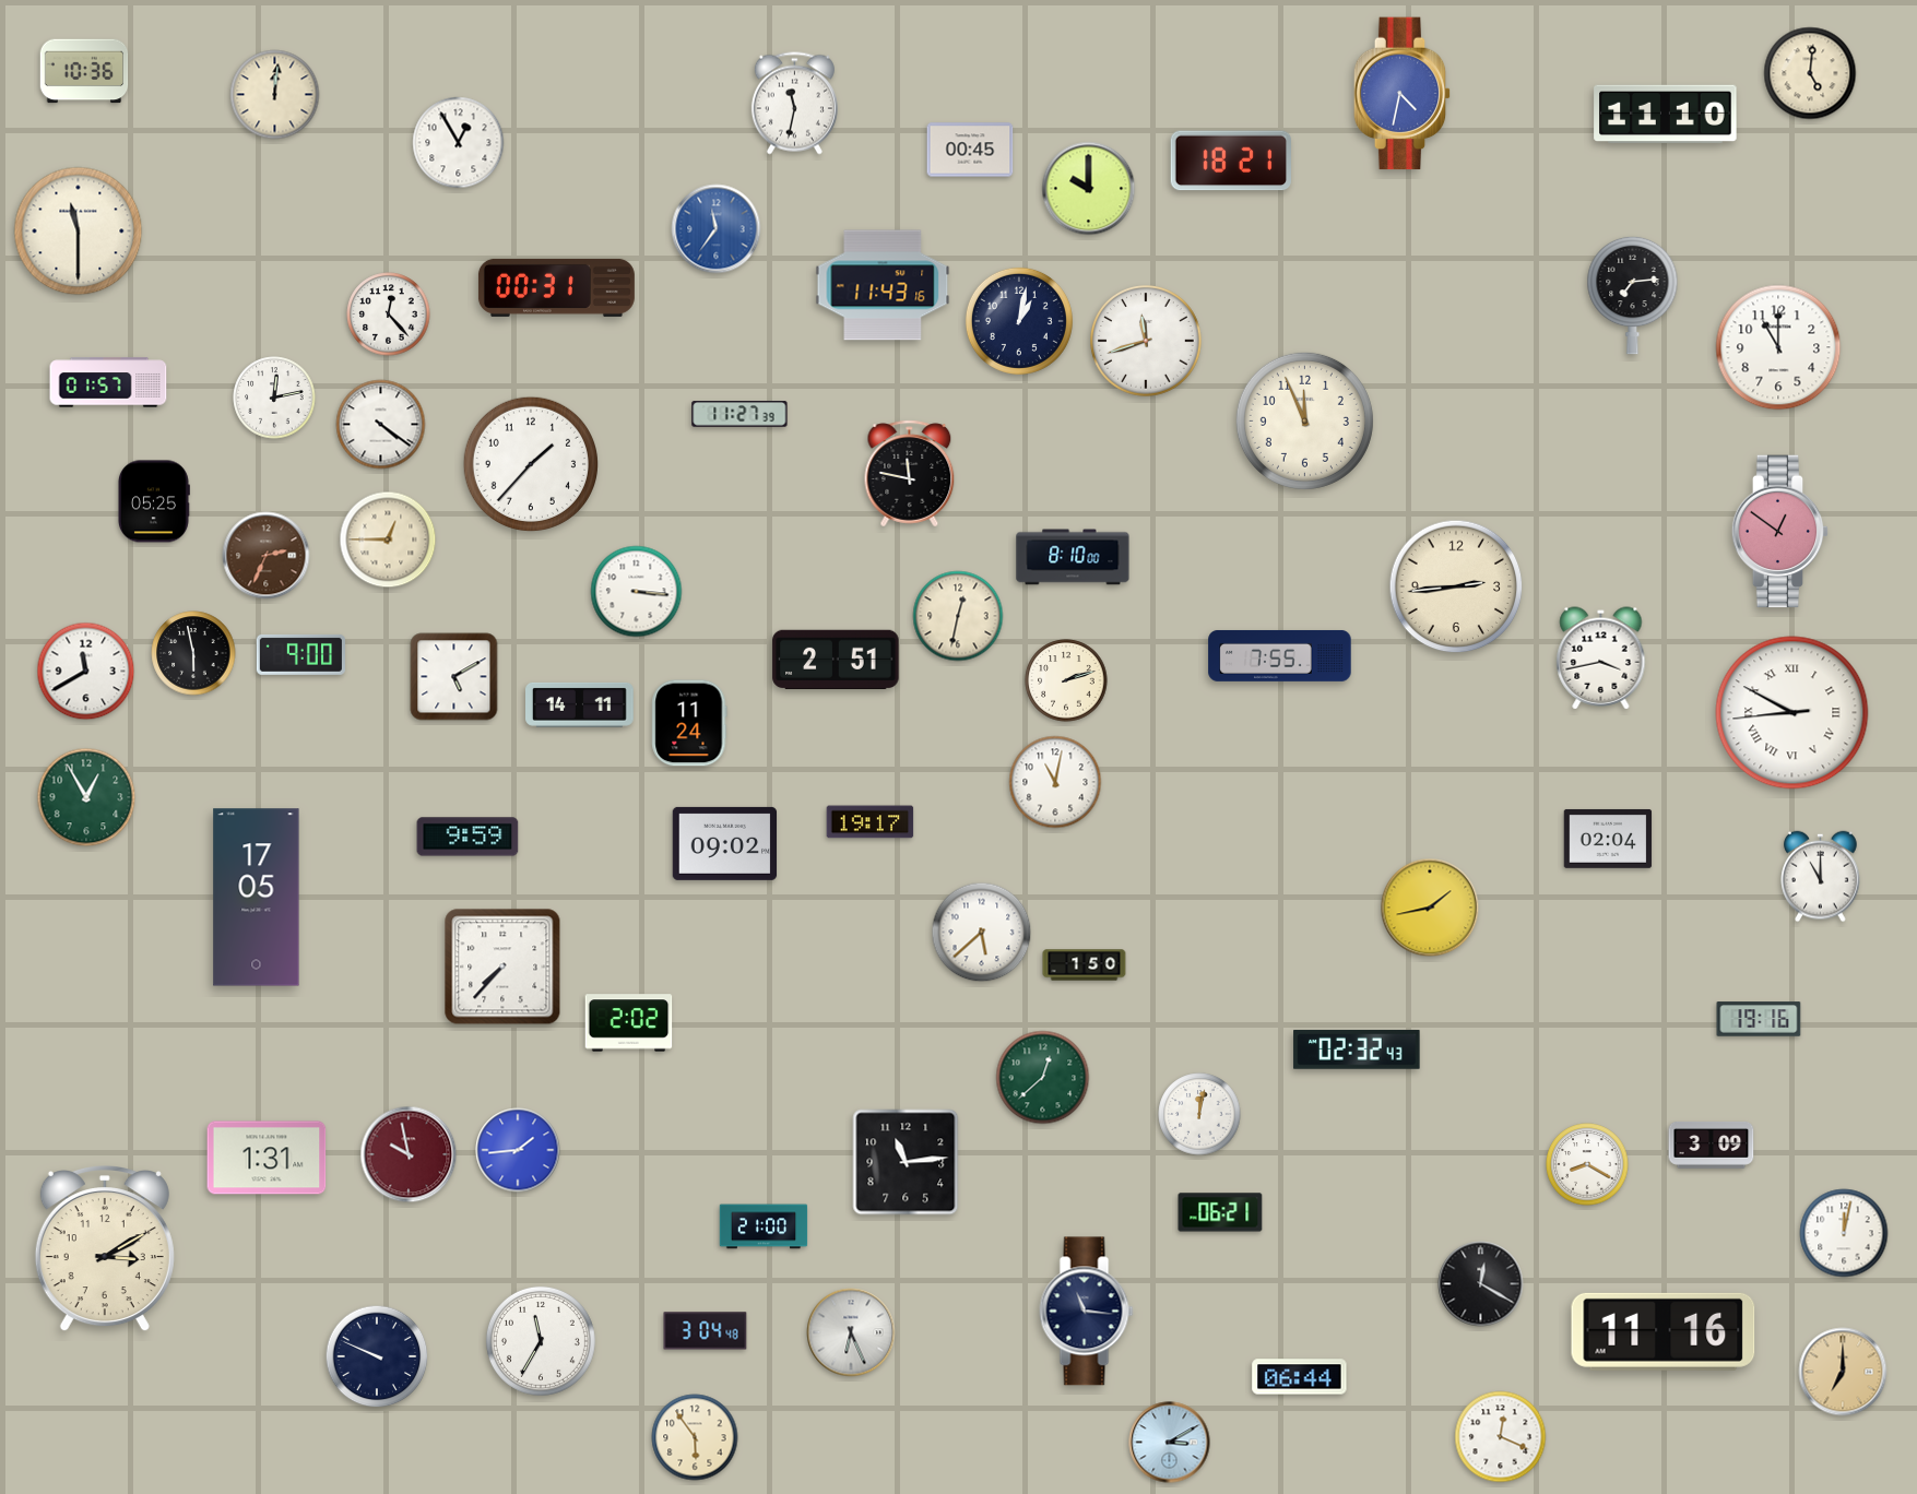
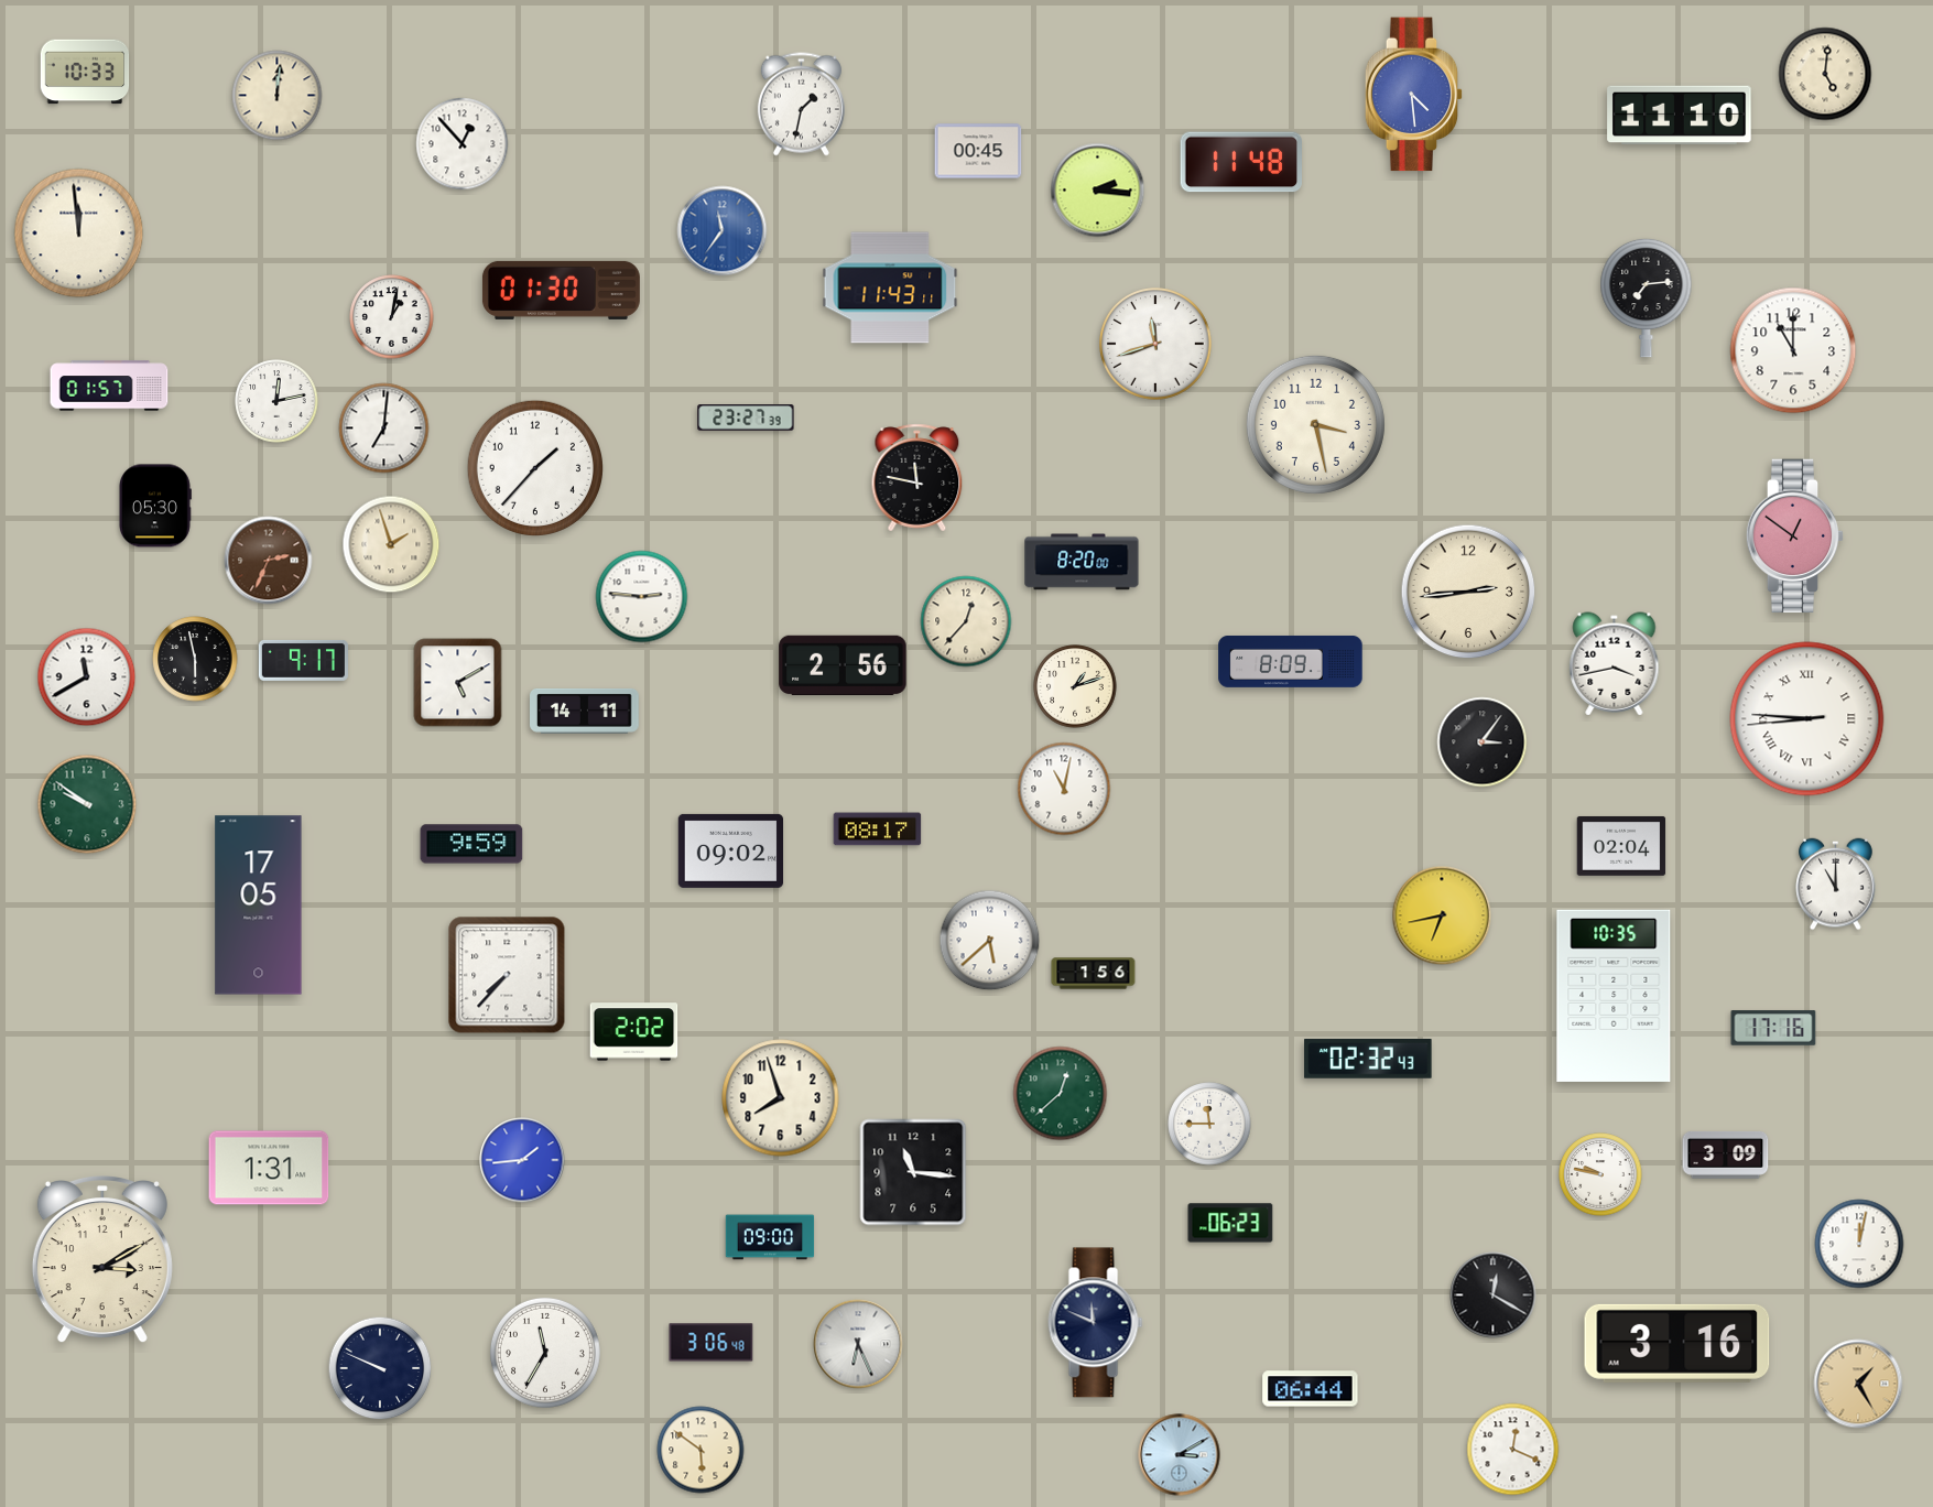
clock at (84, 71): 10:36 -> 10:33
clock at (1403, 94): 4:32 -> 4:29
clock at (794, 104): 11:32 -> 1:32
clock at (459, 143): 12:55 -> 12:53
clock at (1230, 161): 18:21 -> 11:48
clock at (1089, 189): 10:00 -> 2:16
clock at (79, 232): 11:30 -> 11:59
clock at (883, 285): 11:43:16 -> 11:43:11
clock at (556, 287): 00:31 -> 01:30
clock at (389, 315): 12:23 -> 1:02
clock at (1019, 321): 1:02 -> none
clock at (739, 414): 11:27 -> 23:27
clock at (1304, 420): 11:56 -> 3:28
clock at (381, 425): 4:21 -> 7:01
clock at (153, 501): 05:25 -> 05:30
clock at (388, 539): 12:45 -> 1:57
clock at (1073, 557): 8:10 -> 8:20
clock at (637, 592): 3:16 -> 2:46
clock at (958, 616): 12:32 -> 12:37
clock at (300, 654): 9:00 -> 9:17
clock at (1280, 655): 7:55 -> 8:09
clock at (836, 659): 2:51 -> 2:56
clock at (1066, 680): 2:12 -> 1:12
clock at (1792, 713): 8:49 -> 8:45
clock at (689, 723): 11:24 -> none
clock at (1483, 742): none -> 3:06
clock at (86, 797): 12:55 -> 9:51
clock at (871, 822): 19:17 -> 08:17
clock at (1430, 908): 1:43 -> 6:43
clock at (1085, 965): 1:50 -> 1:56
clock at (1614, 996): none -> 10:35
clock at (1759, 1019): 19:16 -> 17:16
clock at (1043, 1078) position: (1043, 1078) -> (1061, 1094)
clock at (781, 1098): none -> 7:57
clock at (1199, 1114): 12:02 -> 11:45
clock at (409, 1154): 9:58 -> none
clock at (906, 1162): 11:14 -> 11:16
clock at (1587, 1164): 8:20 -> 9:47
clock at (1220, 1212): 06:21 -> 06:23
clock at (764, 1226): 21:00 -> 09:00
clock at (105, 1249) position: (105, 1249) -> (102, 1260)
clock at (1087, 1312): 11:16 -> 11:49
clock at (706, 1331): 3:04 -> 3:06
clock at (1664, 1331): 11:16 -> 3:16
clock at (1843, 1372): 7:00 -> 1:25
clock at (695, 1437): 5:54 -> 5:51
